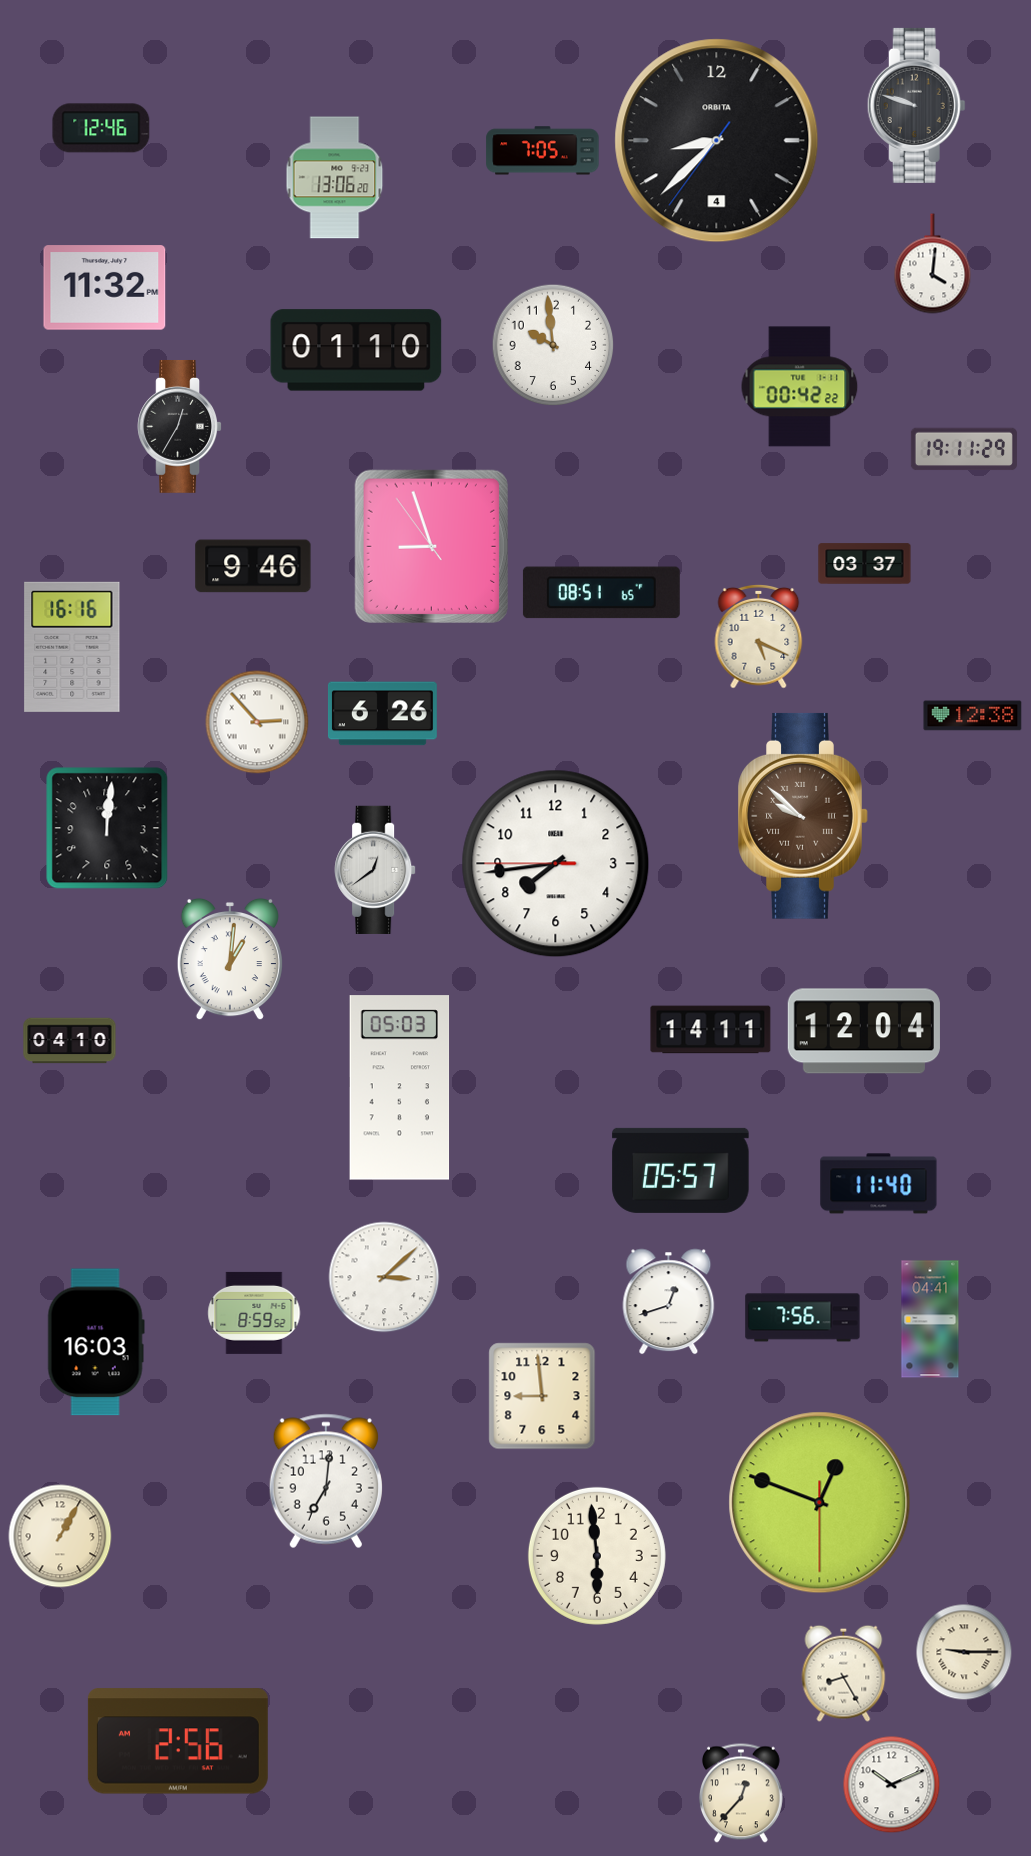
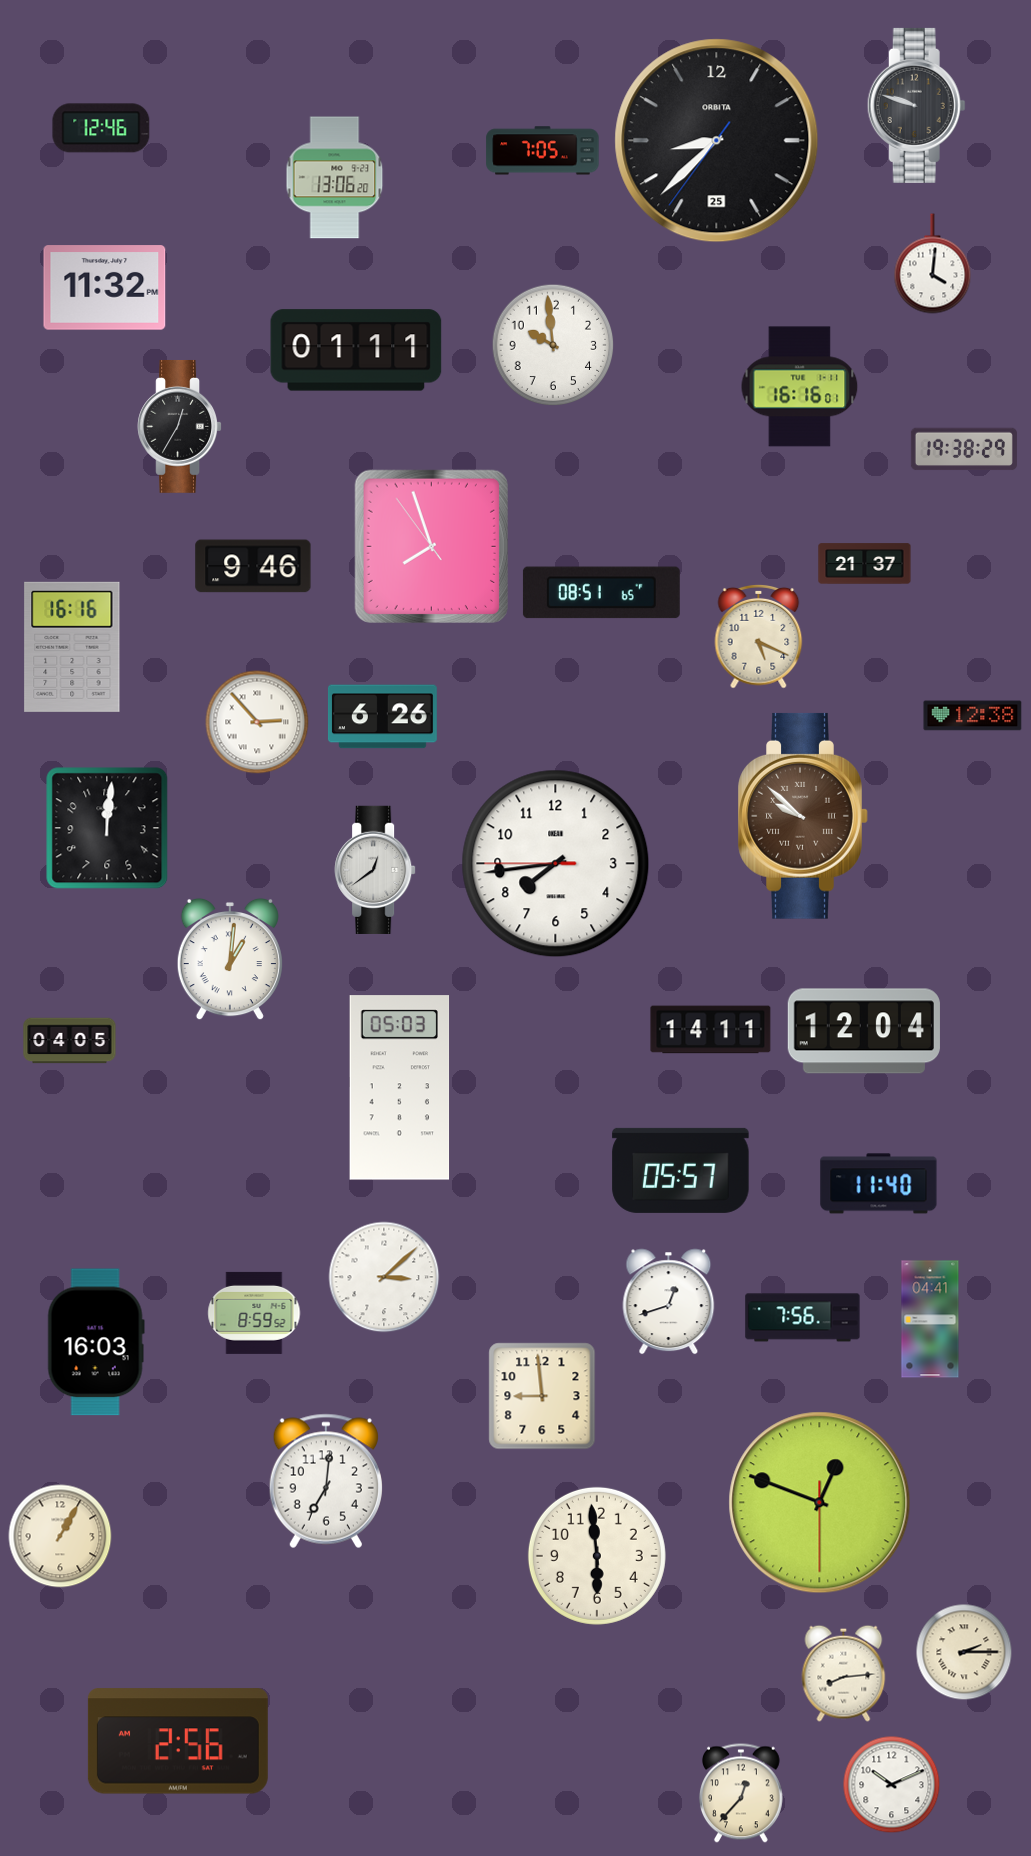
clock at (717, 141) date: 4 -> 25
clock at (356, 350): 01:10 -> 01:11
clock at (800, 387): 00:42 -> 16:16
clock at (964, 449): 19:11 -> 19:38
clock at (431, 546): 8:56 -> 7:56
clock at (865, 564): 03:37 -> 21:37
clock at (382, 714) position: (382, 714) -> (382, 717)
clock at (70, 1041): 04:10 -> 04:05
clock at (964, 1652): 9:15 -> 2:15
clock at (844, 1673): 8:25 -> 8:14
